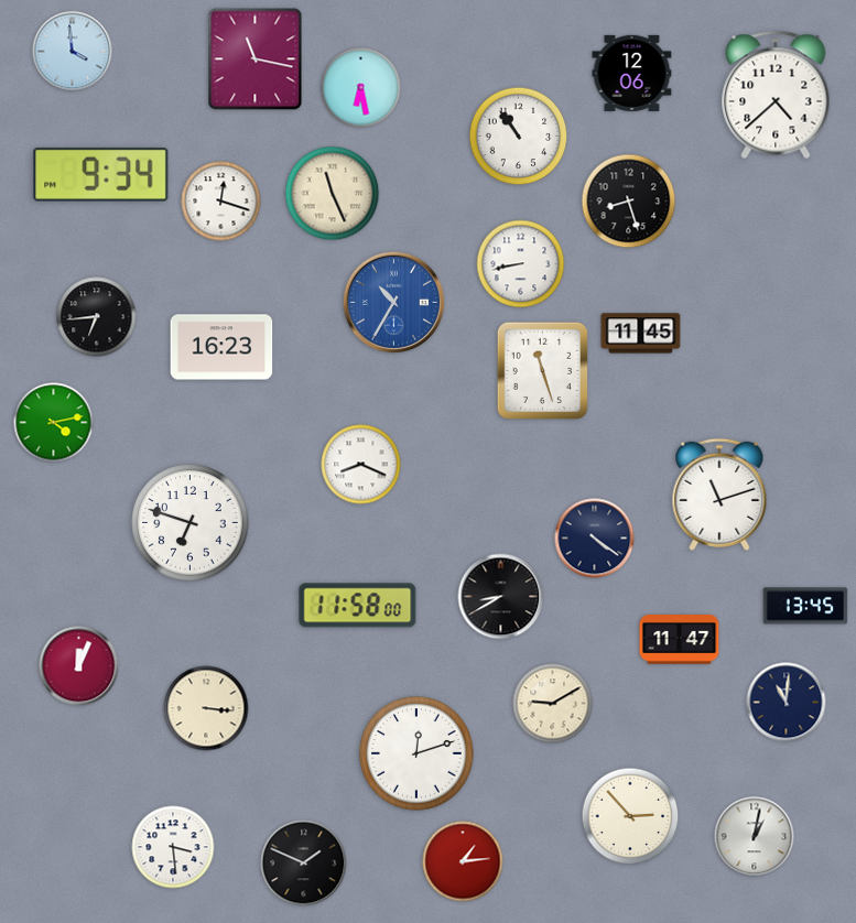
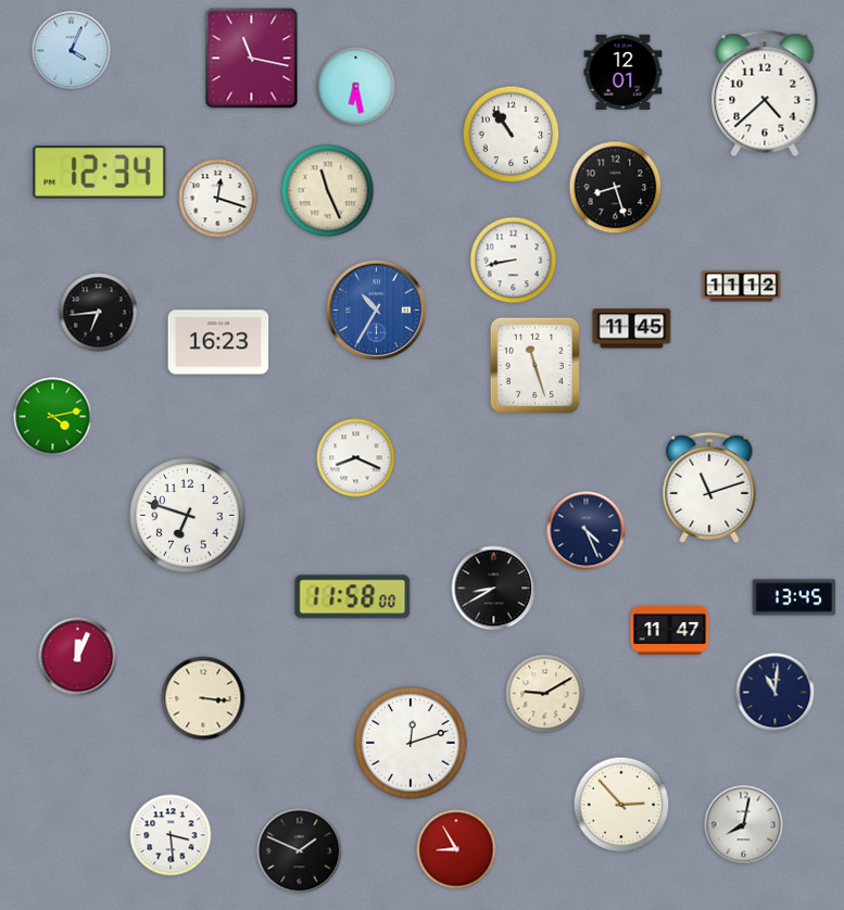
clock at (73, 52): 3:59 -> 4:04
clock at (632, 73): 12:06 -> 12:01
clock at (101, 174): 9:34 -> 12:34
clock at (629, 202) position: (629, 202) -> (616, 188)
clock at (742, 287): none -> 11:12
clock at (394, 303) position: (394, 303) -> (377, 311)
clock at (97, 317) position: (97, 317) -> (99, 313)
clock at (595, 539): 4:21 -> 4:26
clock at (755, 837): 1:02 -> 8:02
clock at (463, 861): 1:14 -> 8:55
